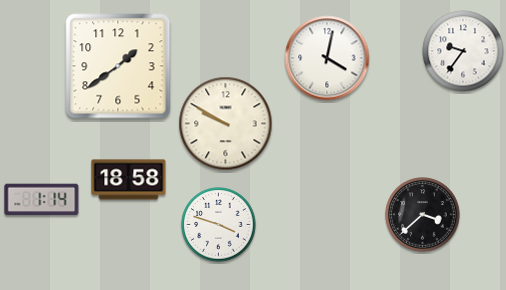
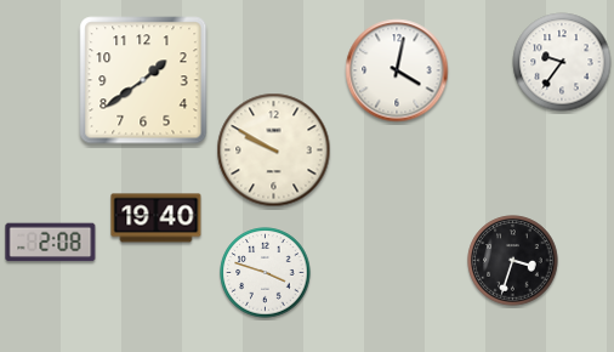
clock at (129, 180): 18:58 -> 19:40
clock at (42, 200): 1:14 -> 2:08
clock at (423, 215): 3:38 -> 3:33
